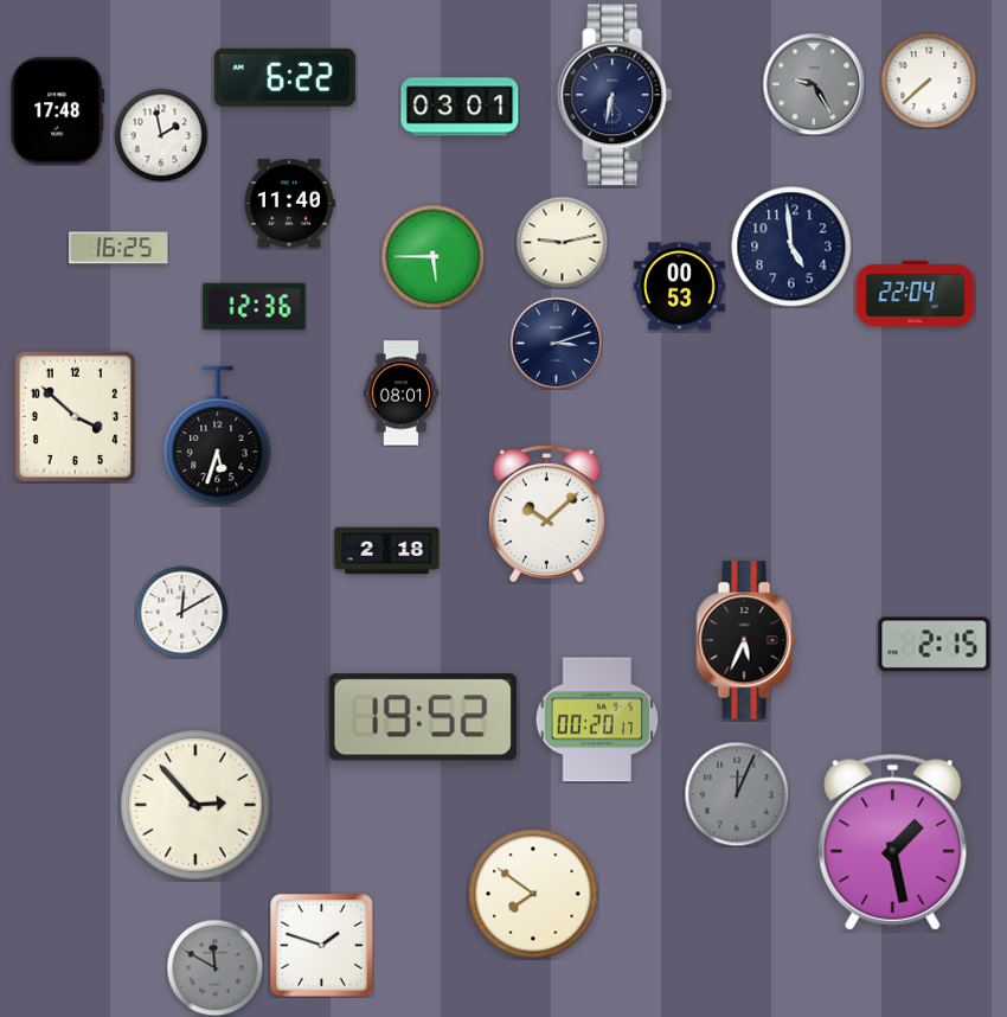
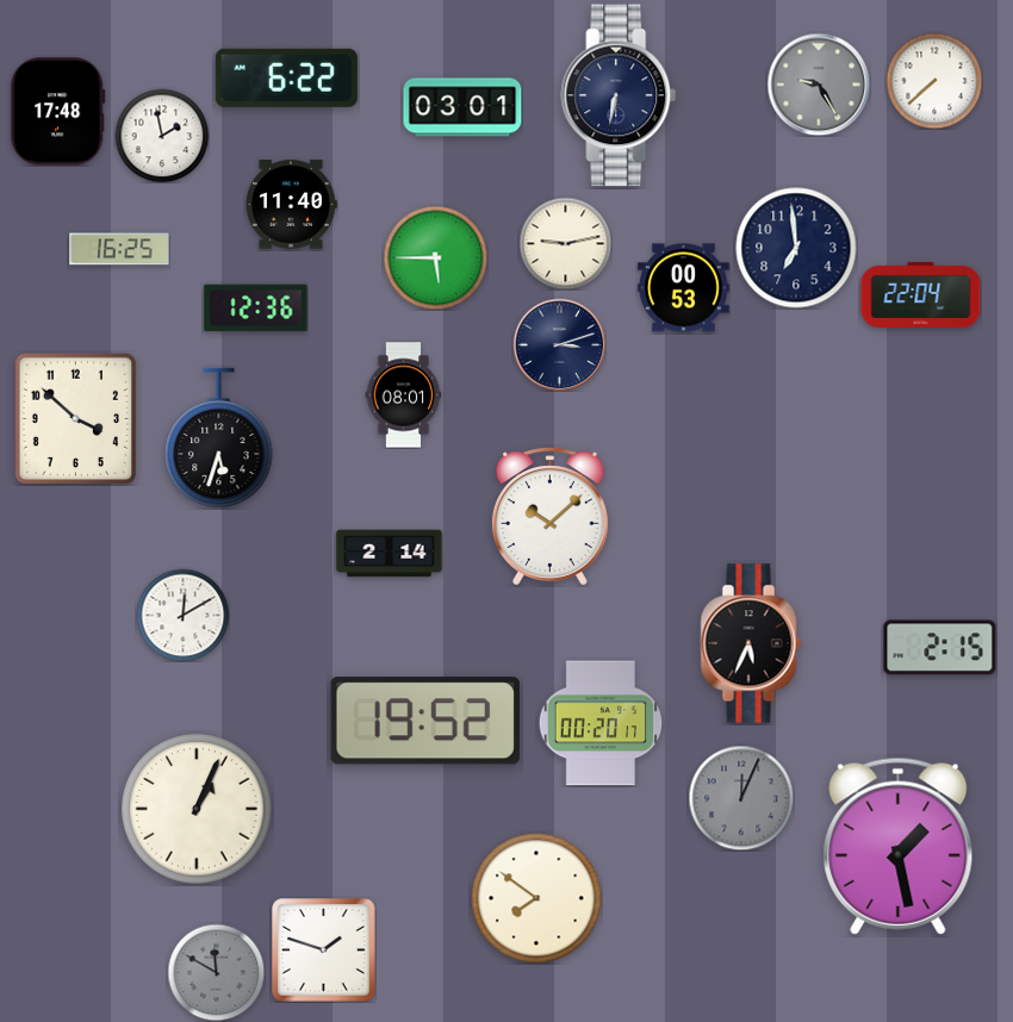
clock at (791, 247): 4:59 -> 6:59
clock at (387, 551): 2:18 -> 2:14
clock at (195, 805): 2:53 -> 1:04
